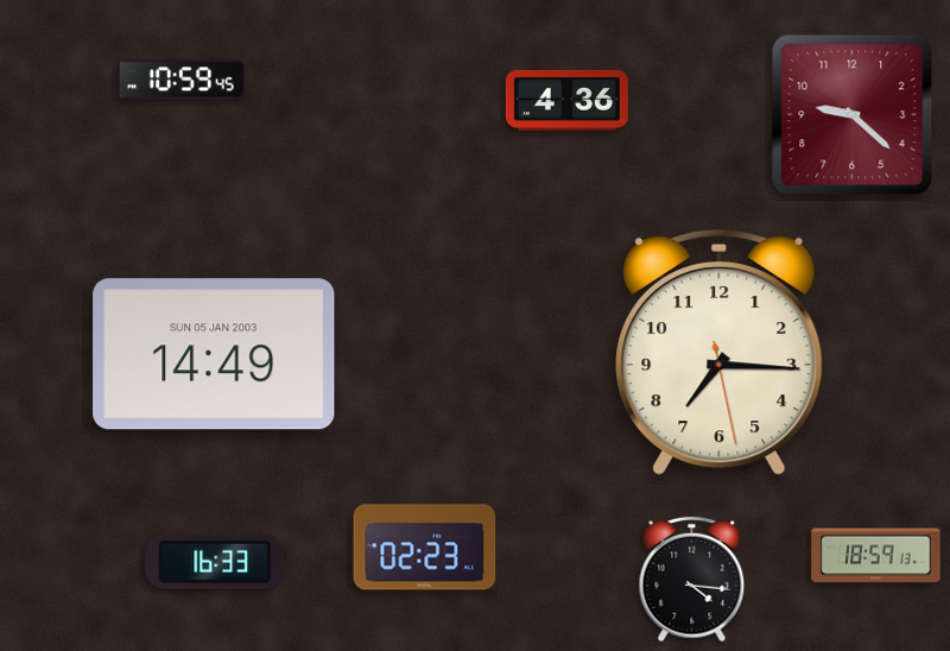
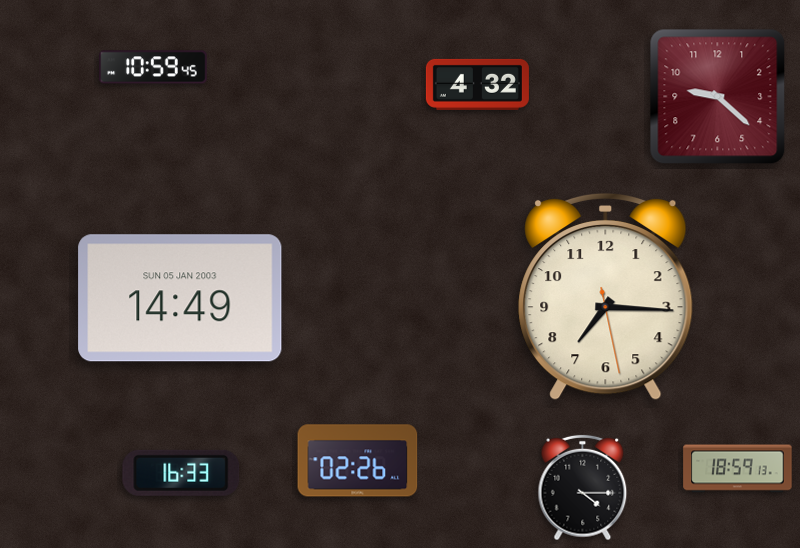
clock at (566, 100): 4:36 -> 4:32
clock at (425, 548): 02:23 -> 02:26
clock at (692, 580): 4:16 -> 4:15
